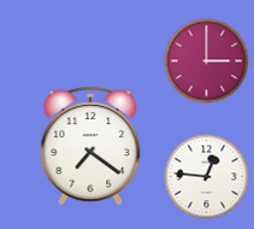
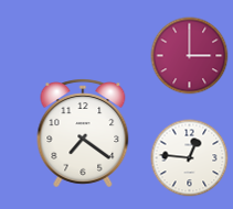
clock at (207, 177) position: (207, 177) -> (190, 158)
